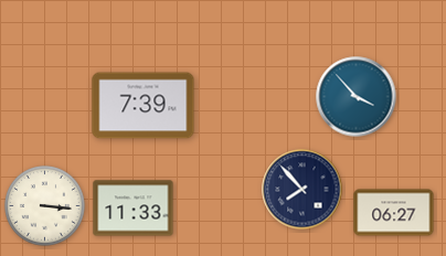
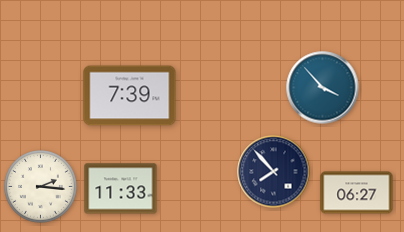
clock at (45, 206): 3:16 -> 2:16
